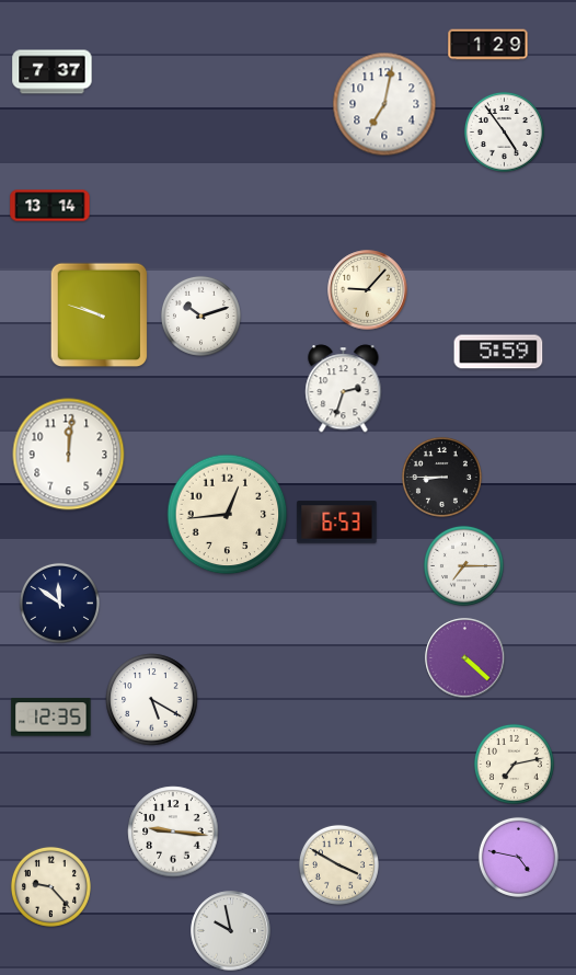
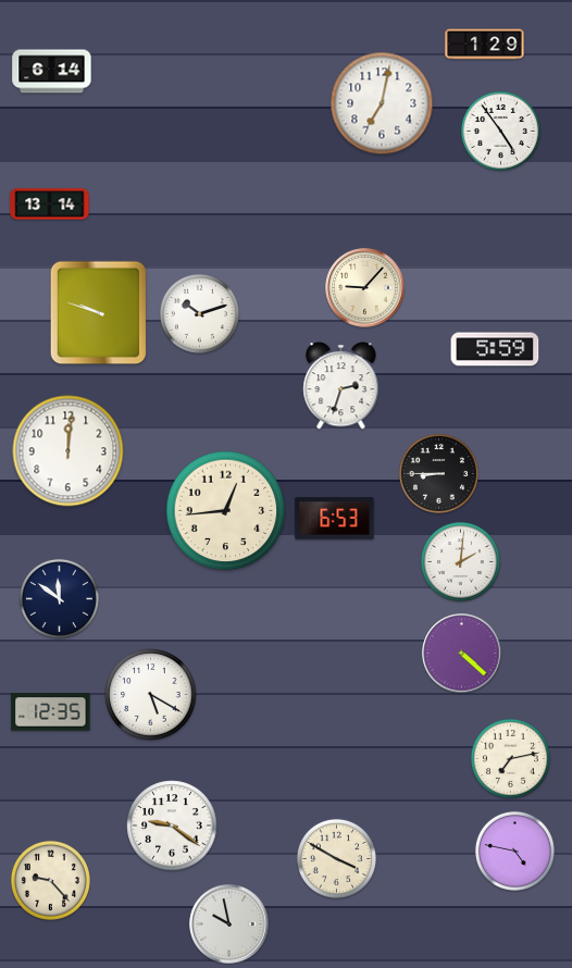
clock at (53, 72): 7:37 -> 6:14
clock at (463, 565): 7:15 -> 2:01
clock at (173, 831): 9:16 -> 9:21
